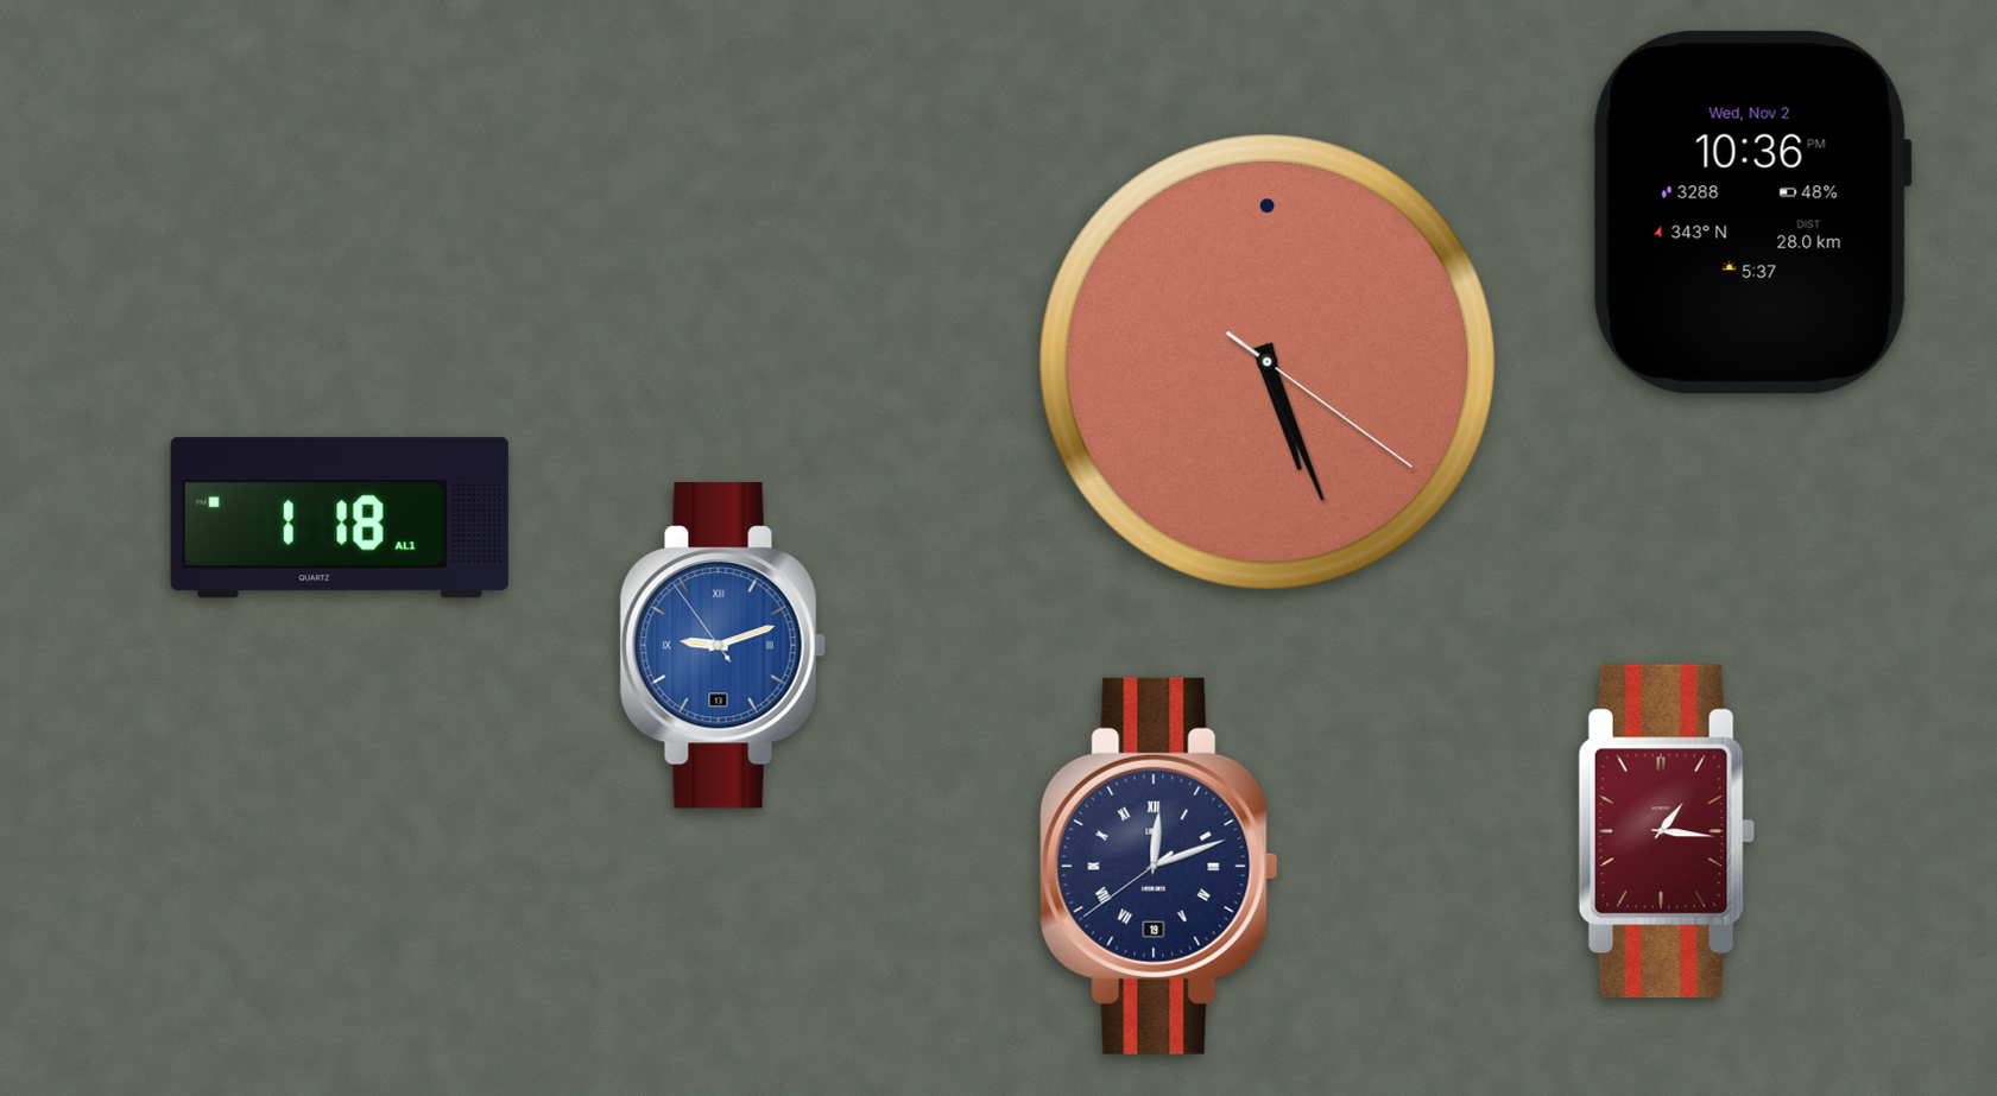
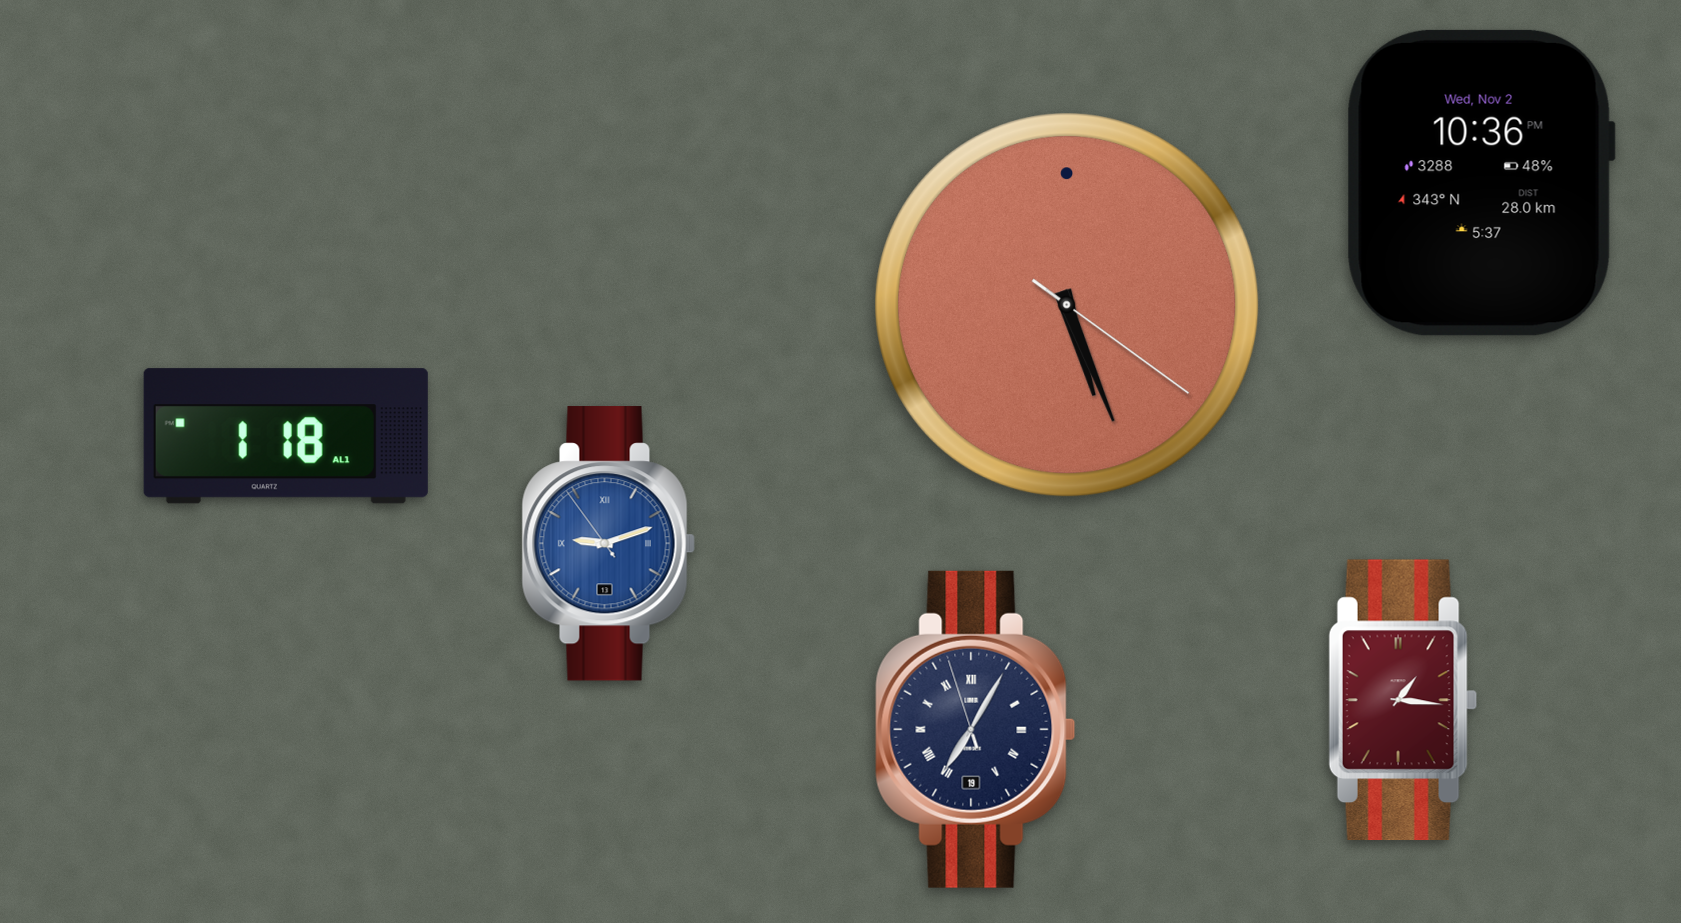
clock at (1752, 213) position: (1752, 213) -> (1481, 183)
clock at (1159, 866): 12:11 -> 7:04
